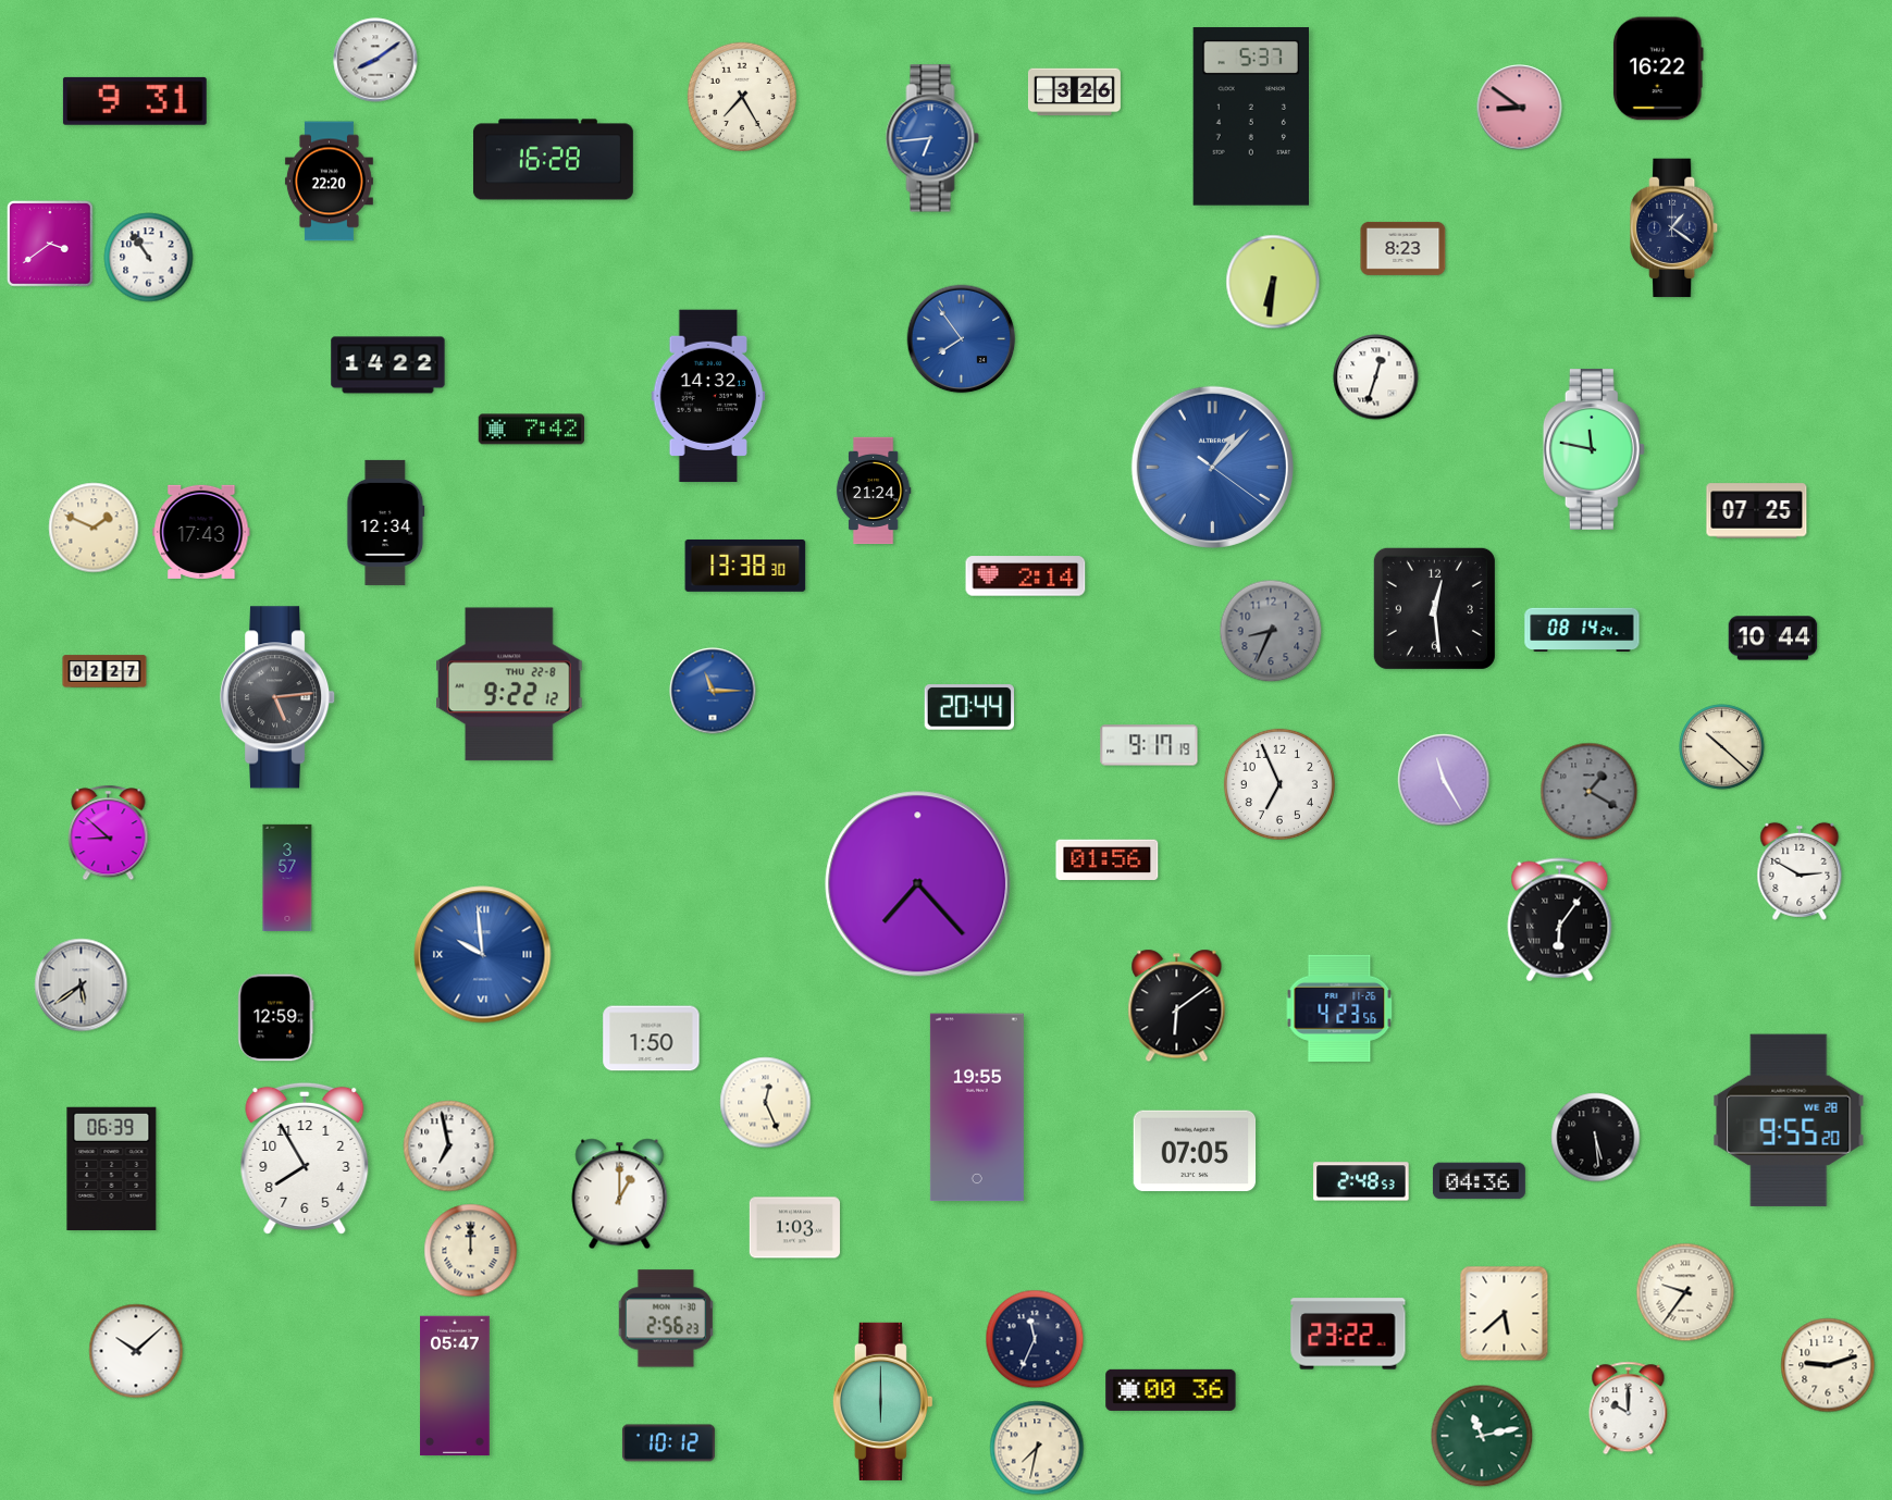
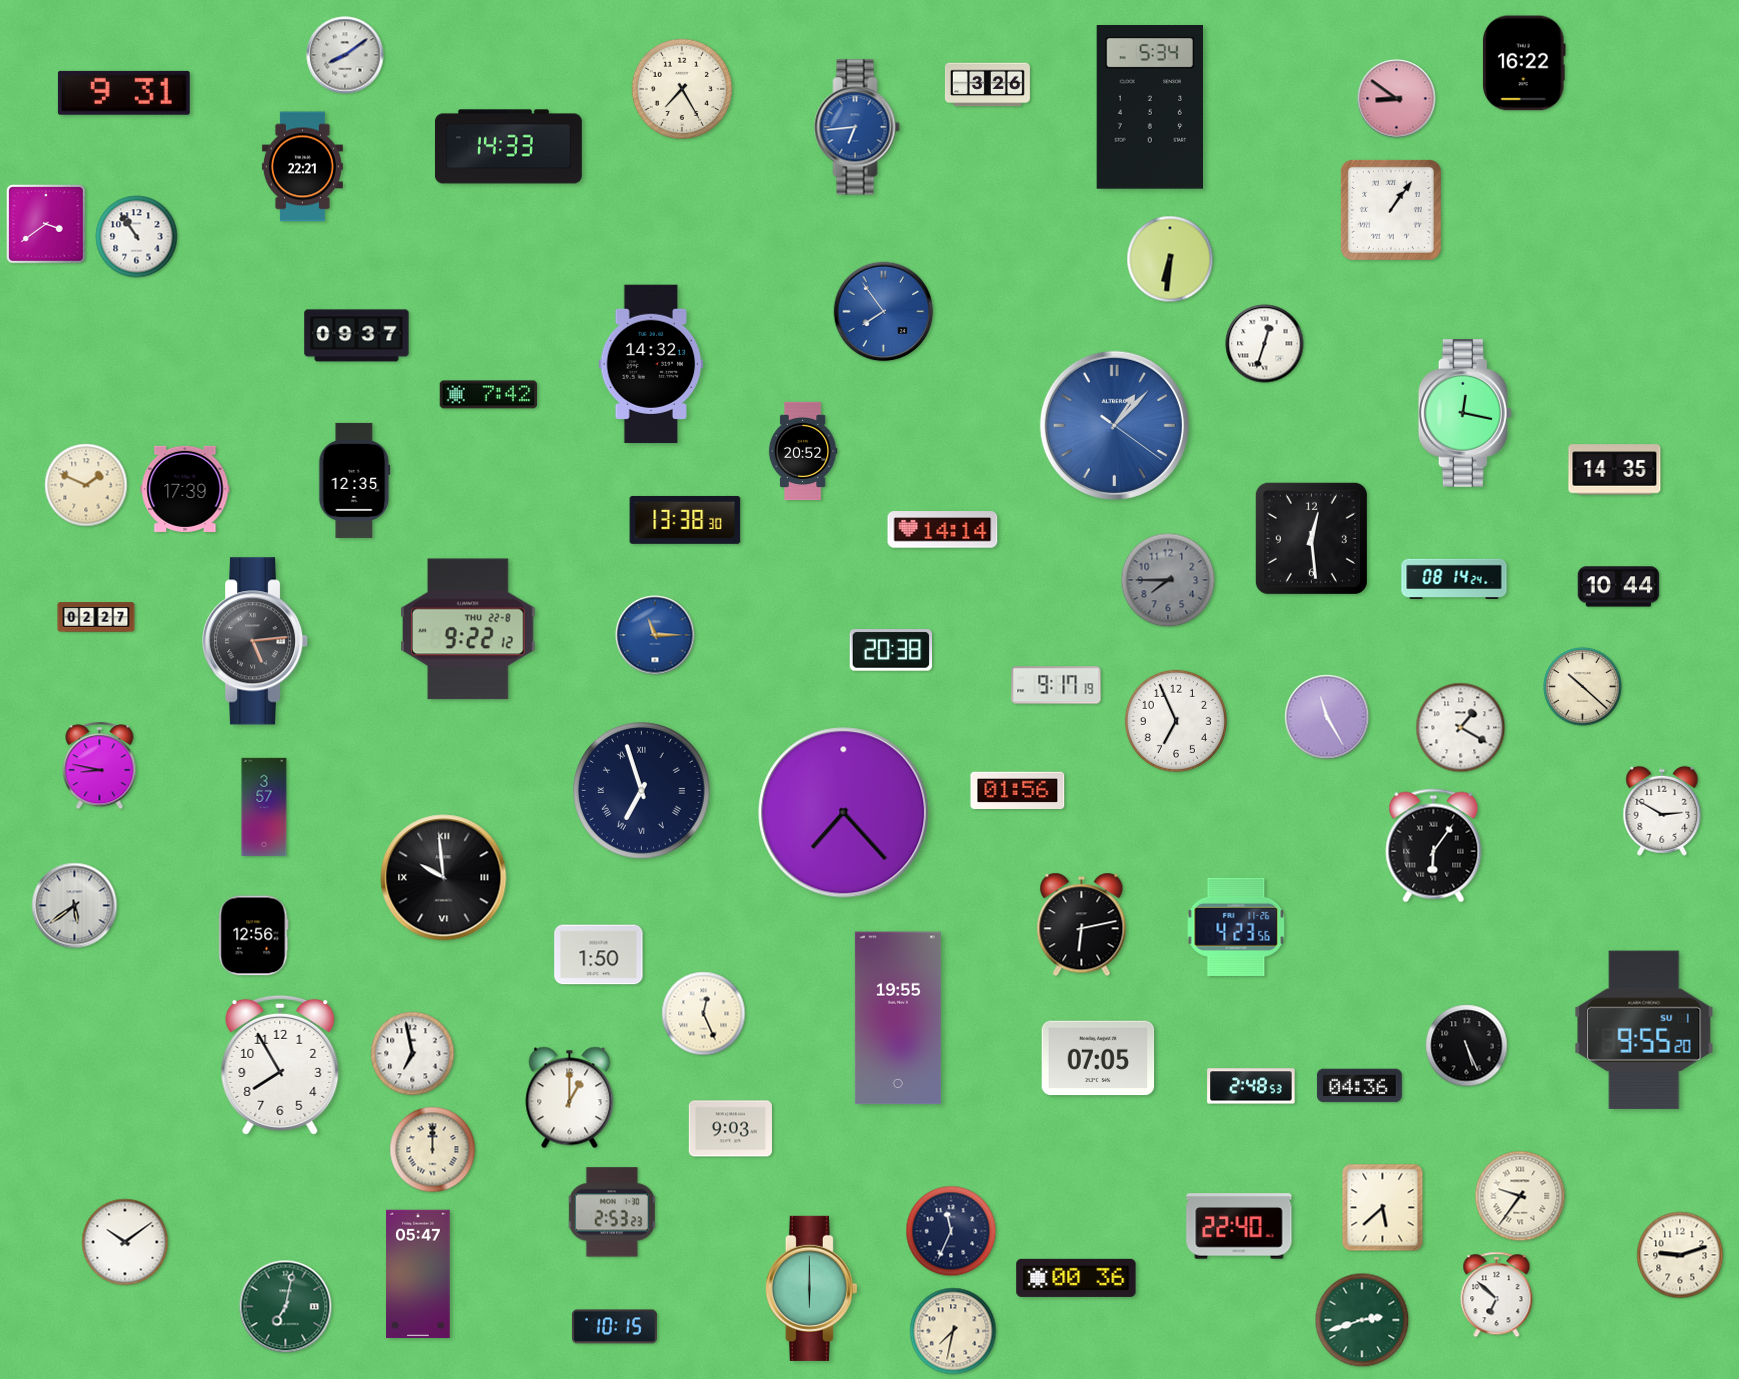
clock at (1251, 117): 5:37 -> 5:34
clock at (553, 160): 16:28 -> 14:33
clock at (329, 182): 22:20 -> 22:21
clock at (1391, 210): none -> 1:06
clock at (1674, 228): 1:21 -> none
clock at (1403, 248): 8:23 -> none
clock at (388, 365): 14:22 -> 09:37
clock at (1376, 377) position: (1376, 377) -> (1265, 344)
clock at (1594, 450): 11:47 -> 12:17
clock at (1212, 467) position: (1212, 467) -> (1114, 425)
clock at (874, 491): 21:24 -> 20:52
clock at (1757, 511): 07:25 -> 14:35
clock at (386, 522): 12:34 -> 12:35
clock at (201, 532): 17:43 -> 17:39
clock at (1026, 577): 2:14 -> 14:14
clock at (1434, 608) position: (1434, 608) -> (1311, 538)
clock at (1271, 631): 8:34 -> 7:45
clock at (1773, 639) position: (1773, 639) -> (1619, 587)
clock at (968, 707): 20:44 -> 20:38
clock at (1590, 792) dial: grey -> white
clock at (109, 833): 8:52 -> 8:47
clock at (642, 791): none -> 6:57
clock at (1800, 871) position: (1800, 871) -> (1662, 811)
clock at (483, 955) dial: blue -> black
clock at (1177, 1006): 6:09 -> 6:13
clock at (1339, 1008) position: (1339, 1008) -> (1236, 927)
clock at (276, 1018): 12:59 -> 12:56
clock at (1789, 1120) date: WE 28 -> SU 1
clock at (1596, 1138): 5:29 -> 5:26
clock at (112, 1168): 06:39 -> none
clock at (794, 1228): 1:03 -> 9:03
clock at (1685, 1292) position: (1685, 1292) -> (1520, 1196)
clock at (666, 1318): 2:56 -> 2:53
clock at (1348, 1334): 23:22 -> 22:40
clock at (136, 1351): 10:08 -> 10:09
clock at (1629, 1409): 10:00 -> 6:52
clock at (286, 1307): none -> 7:02
clock at (1482, 1436): 11:13 -> 2:42
clock at (668, 1443): 10:12 -> 10:15
